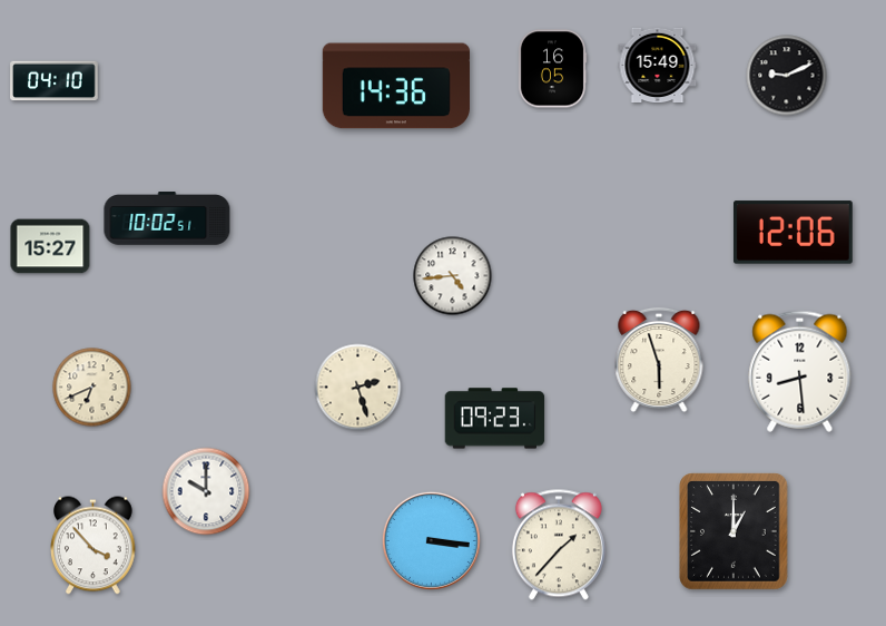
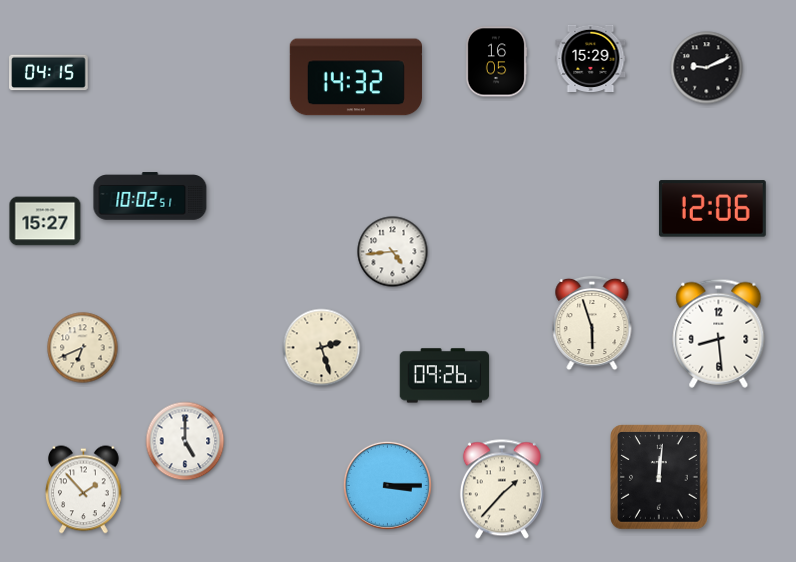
clock at (658, 65): 15:49 -> 15:29
clock at (55, 81): 04:10 -> 04:15
clock at (396, 86): 14:36 -> 14:32
clock at (453, 276) position: (453, 276) -> (393, 252)
clock at (495, 419): 09:23 -> 09:26
clock at (206, 491): 10:00 -> 5:00
clock at (734, 531): 1:00 -> 12:01
clock at (431, 540): 3:16 -> 3:15
clock at (93, 546): 3:53 -> 1:53
